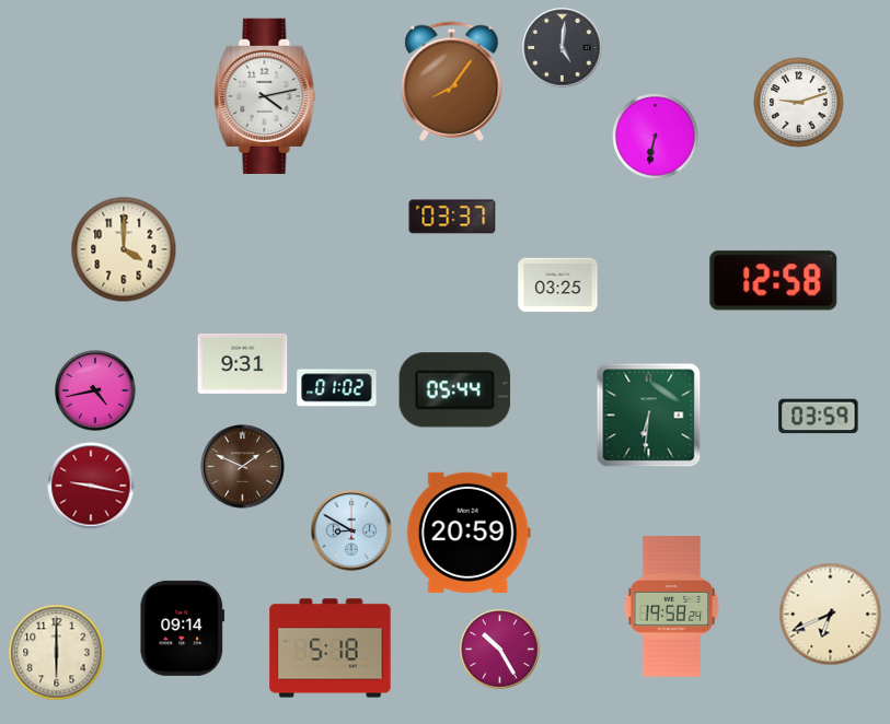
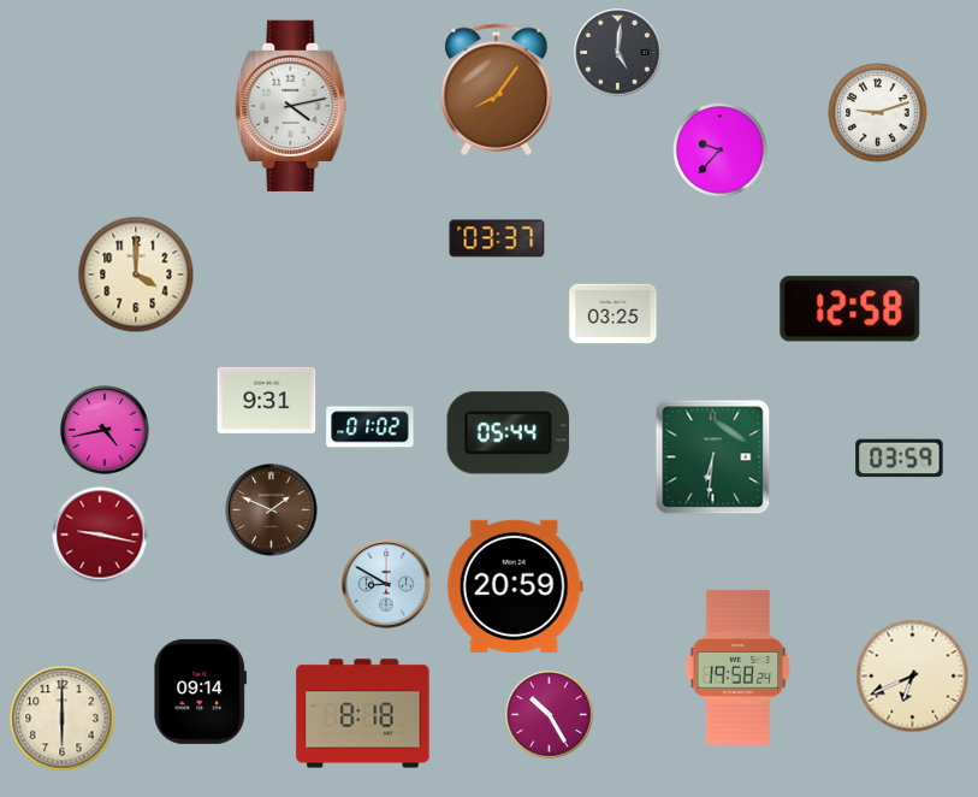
clock at (656, 137): 6:32 -> 9:37
clock at (455, 390) position: (455, 390) -> (509, 433)
clock at (243, 467) position: (243, 467) -> (272, 510)
clock at (331, 649): 5:18 -> 8:18
